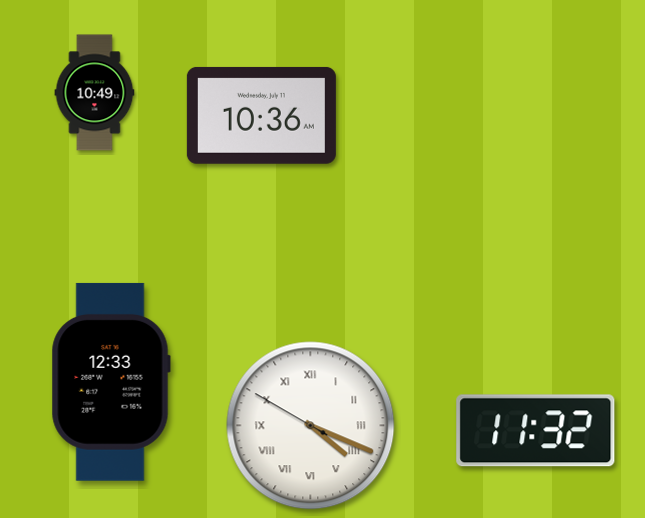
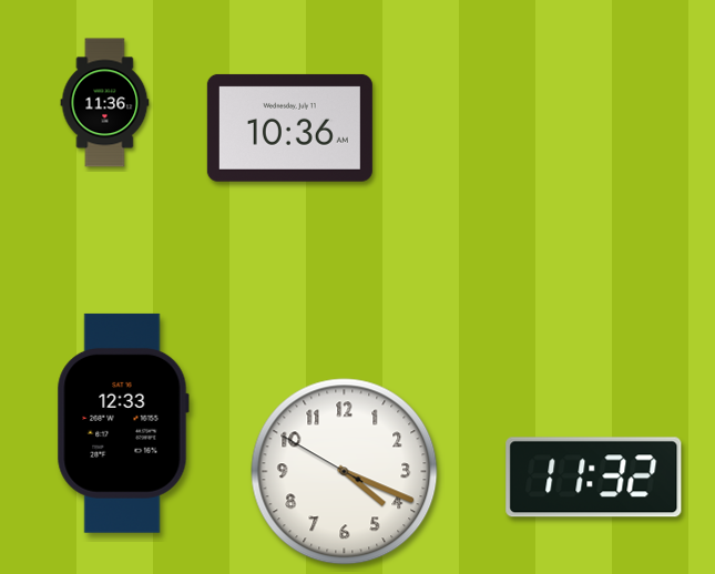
clock at (95, 93): 10:49 -> 11:36
clock at (311, 426) numerals: Roman -> Arabic
